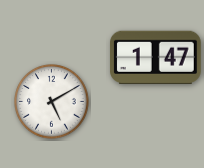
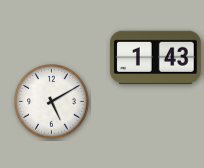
clock at (156, 58): 1:47 -> 1:43
